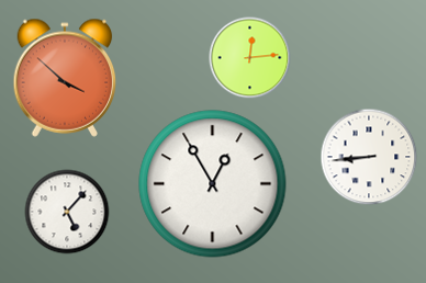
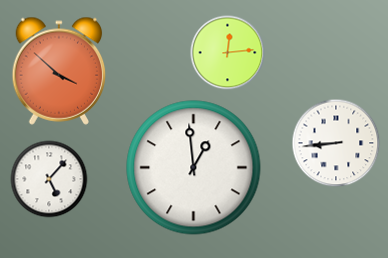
clock at (213, 184): 12:55 -> 12:59
clock at (67, 212) position: (67, 212) -> (49, 179)
